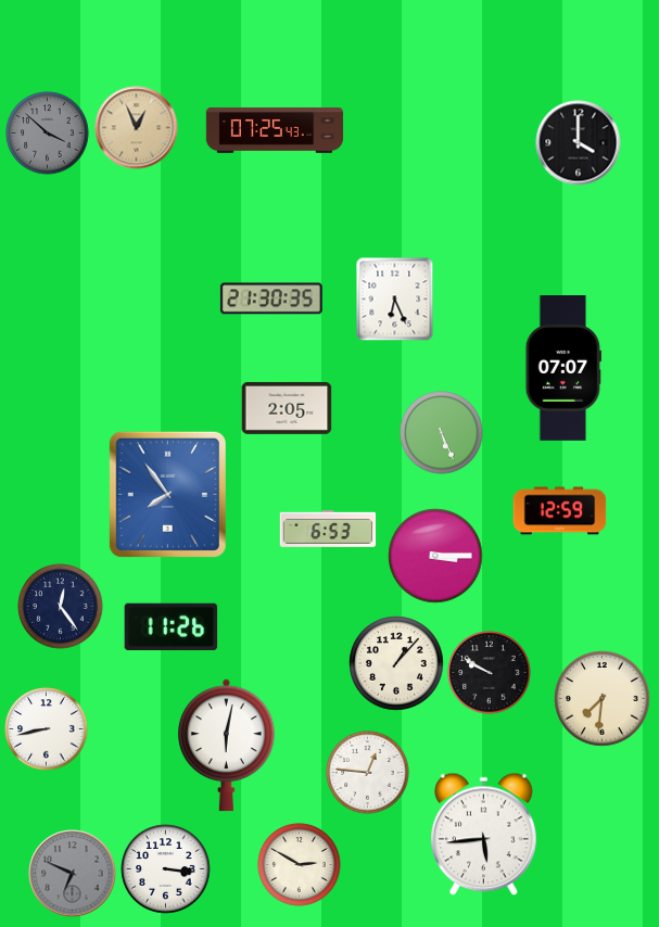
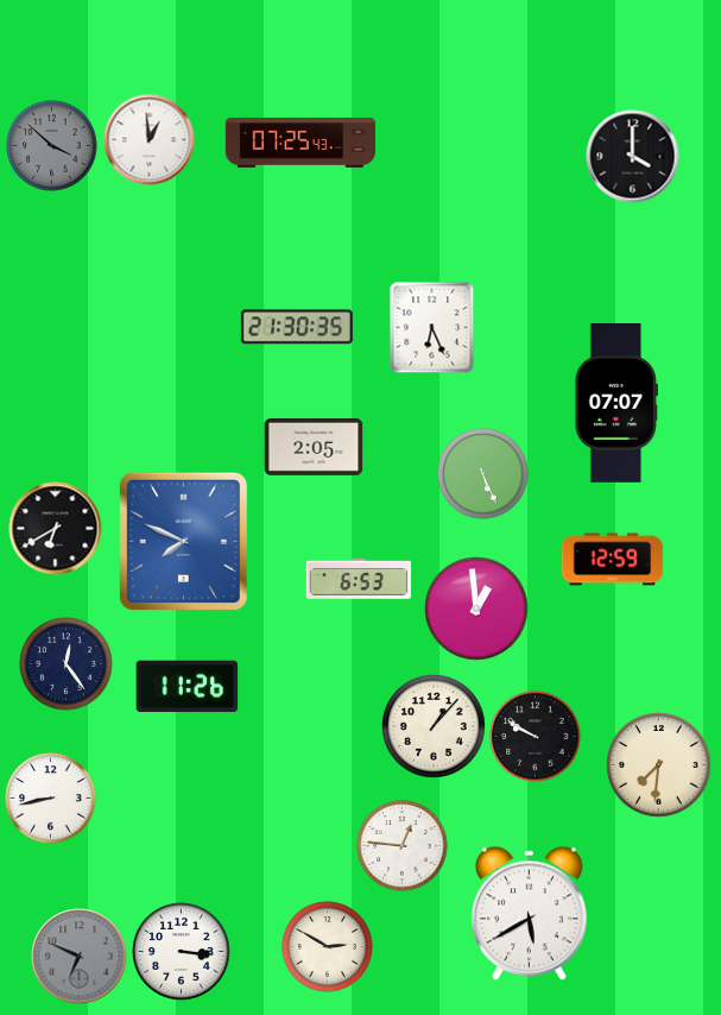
clock at (137, 128): 12:56 -> 12:59
clock at (137, 128) dial: champagne -> white
clock at (56, 529): none -> 6:40
clock at (167, 494): 7:54 -> 7:49
clock at (435, 556): 3:15 -> 12:59
clock at (226, 746): 6:02 -> none
clock at (484, 835): 5:44 -> 5:40
